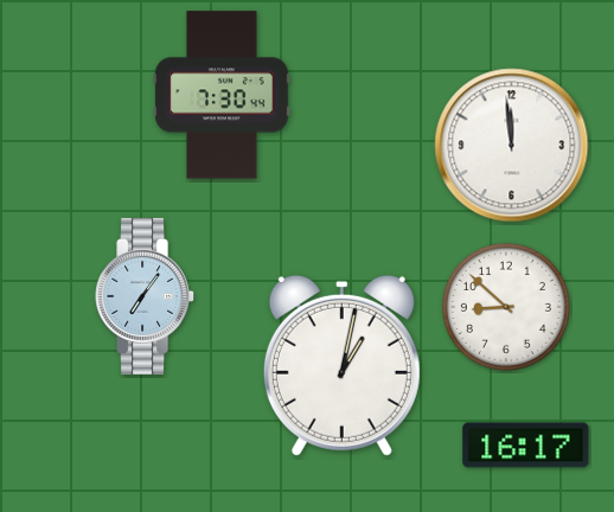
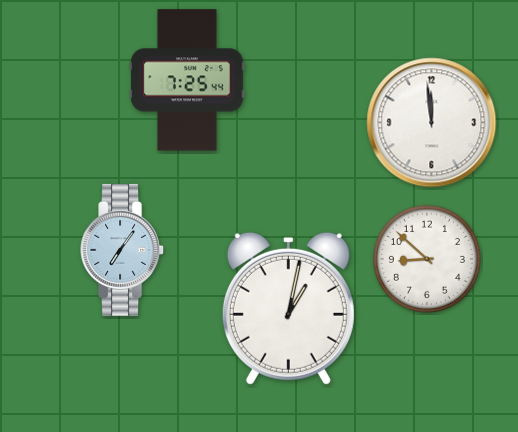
clock at (222, 95): 7:30 -> 7:25
clock at (526, 446): 16:17 -> none
